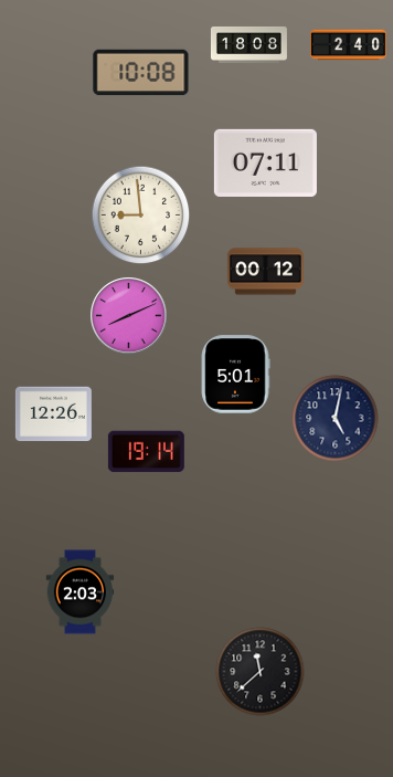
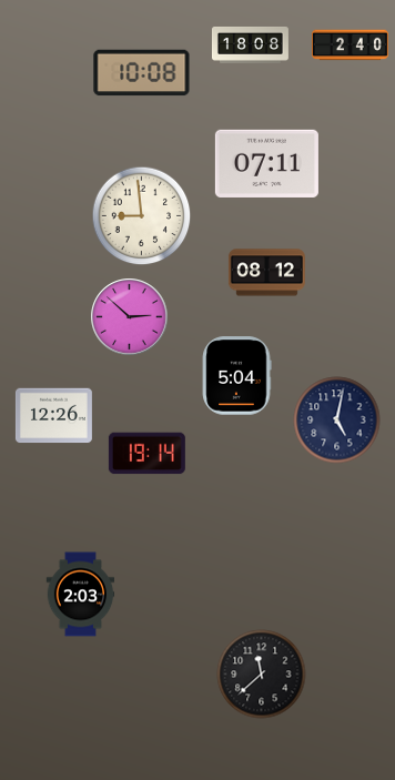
clock at (265, 272): 00:12 -> 08:12
clock at (129, 316): 8:11 -> 2:52
clock at (235, 375): 5:01 -> 5:04
